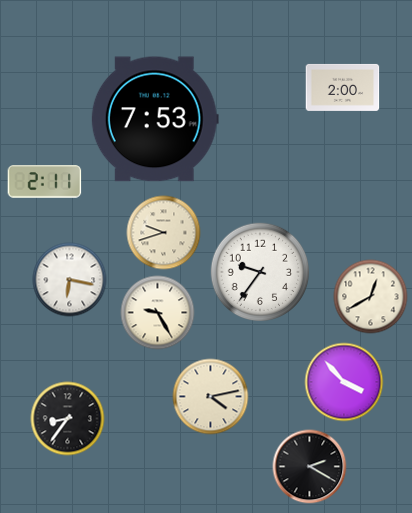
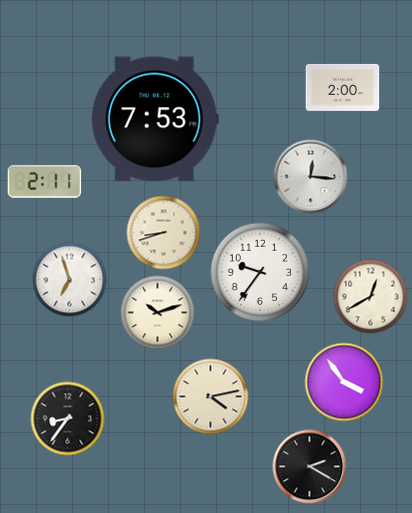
clock at (311, 177): none -> 12:16
clock at (164, 233): 9:42 -> 8:42
clock at (70, 280): 6:17 -> 6:57
clock at (158, 313): 9:25 -> 10:12
clock at (344, 382): 3:53 -> 3:54
